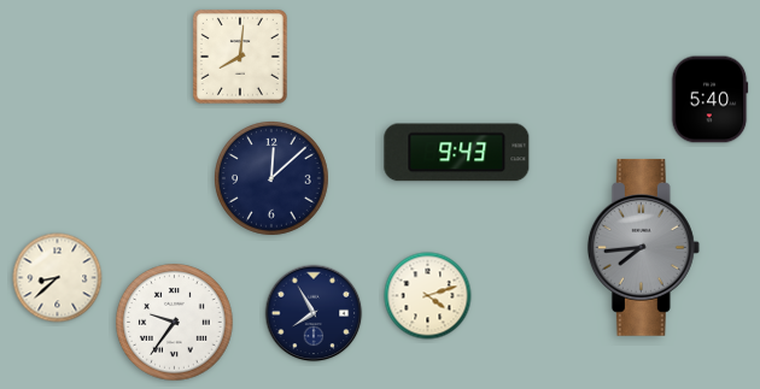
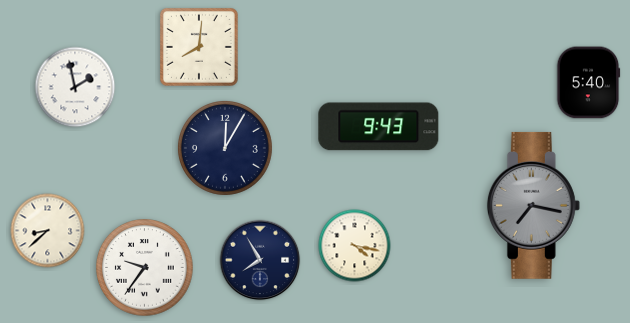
clock at (75, 87): none -> 1:58
clock at (271, 178): 12:08 -> 12:05
clock at (643, 247): 7:44 -> 7:17
clock at (428, 296): 4:12 -> 4:17
